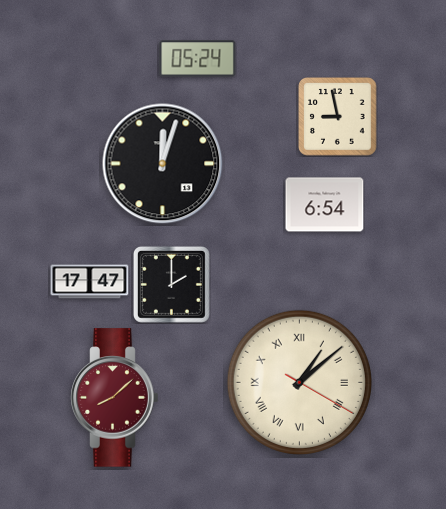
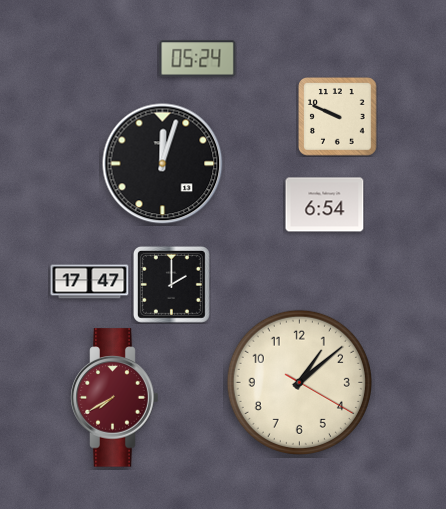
clock at (338, 117): 8:58 -> 9:49
clock at (299, 382) numerals: Roman -> Arabic
clock at (115, 398): 8:08 -> 7:40
